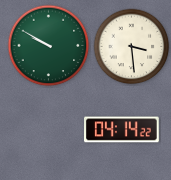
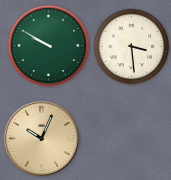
clock at (122, 130): 04:14 -> none
clock at (41, 138): none -> 10:04
